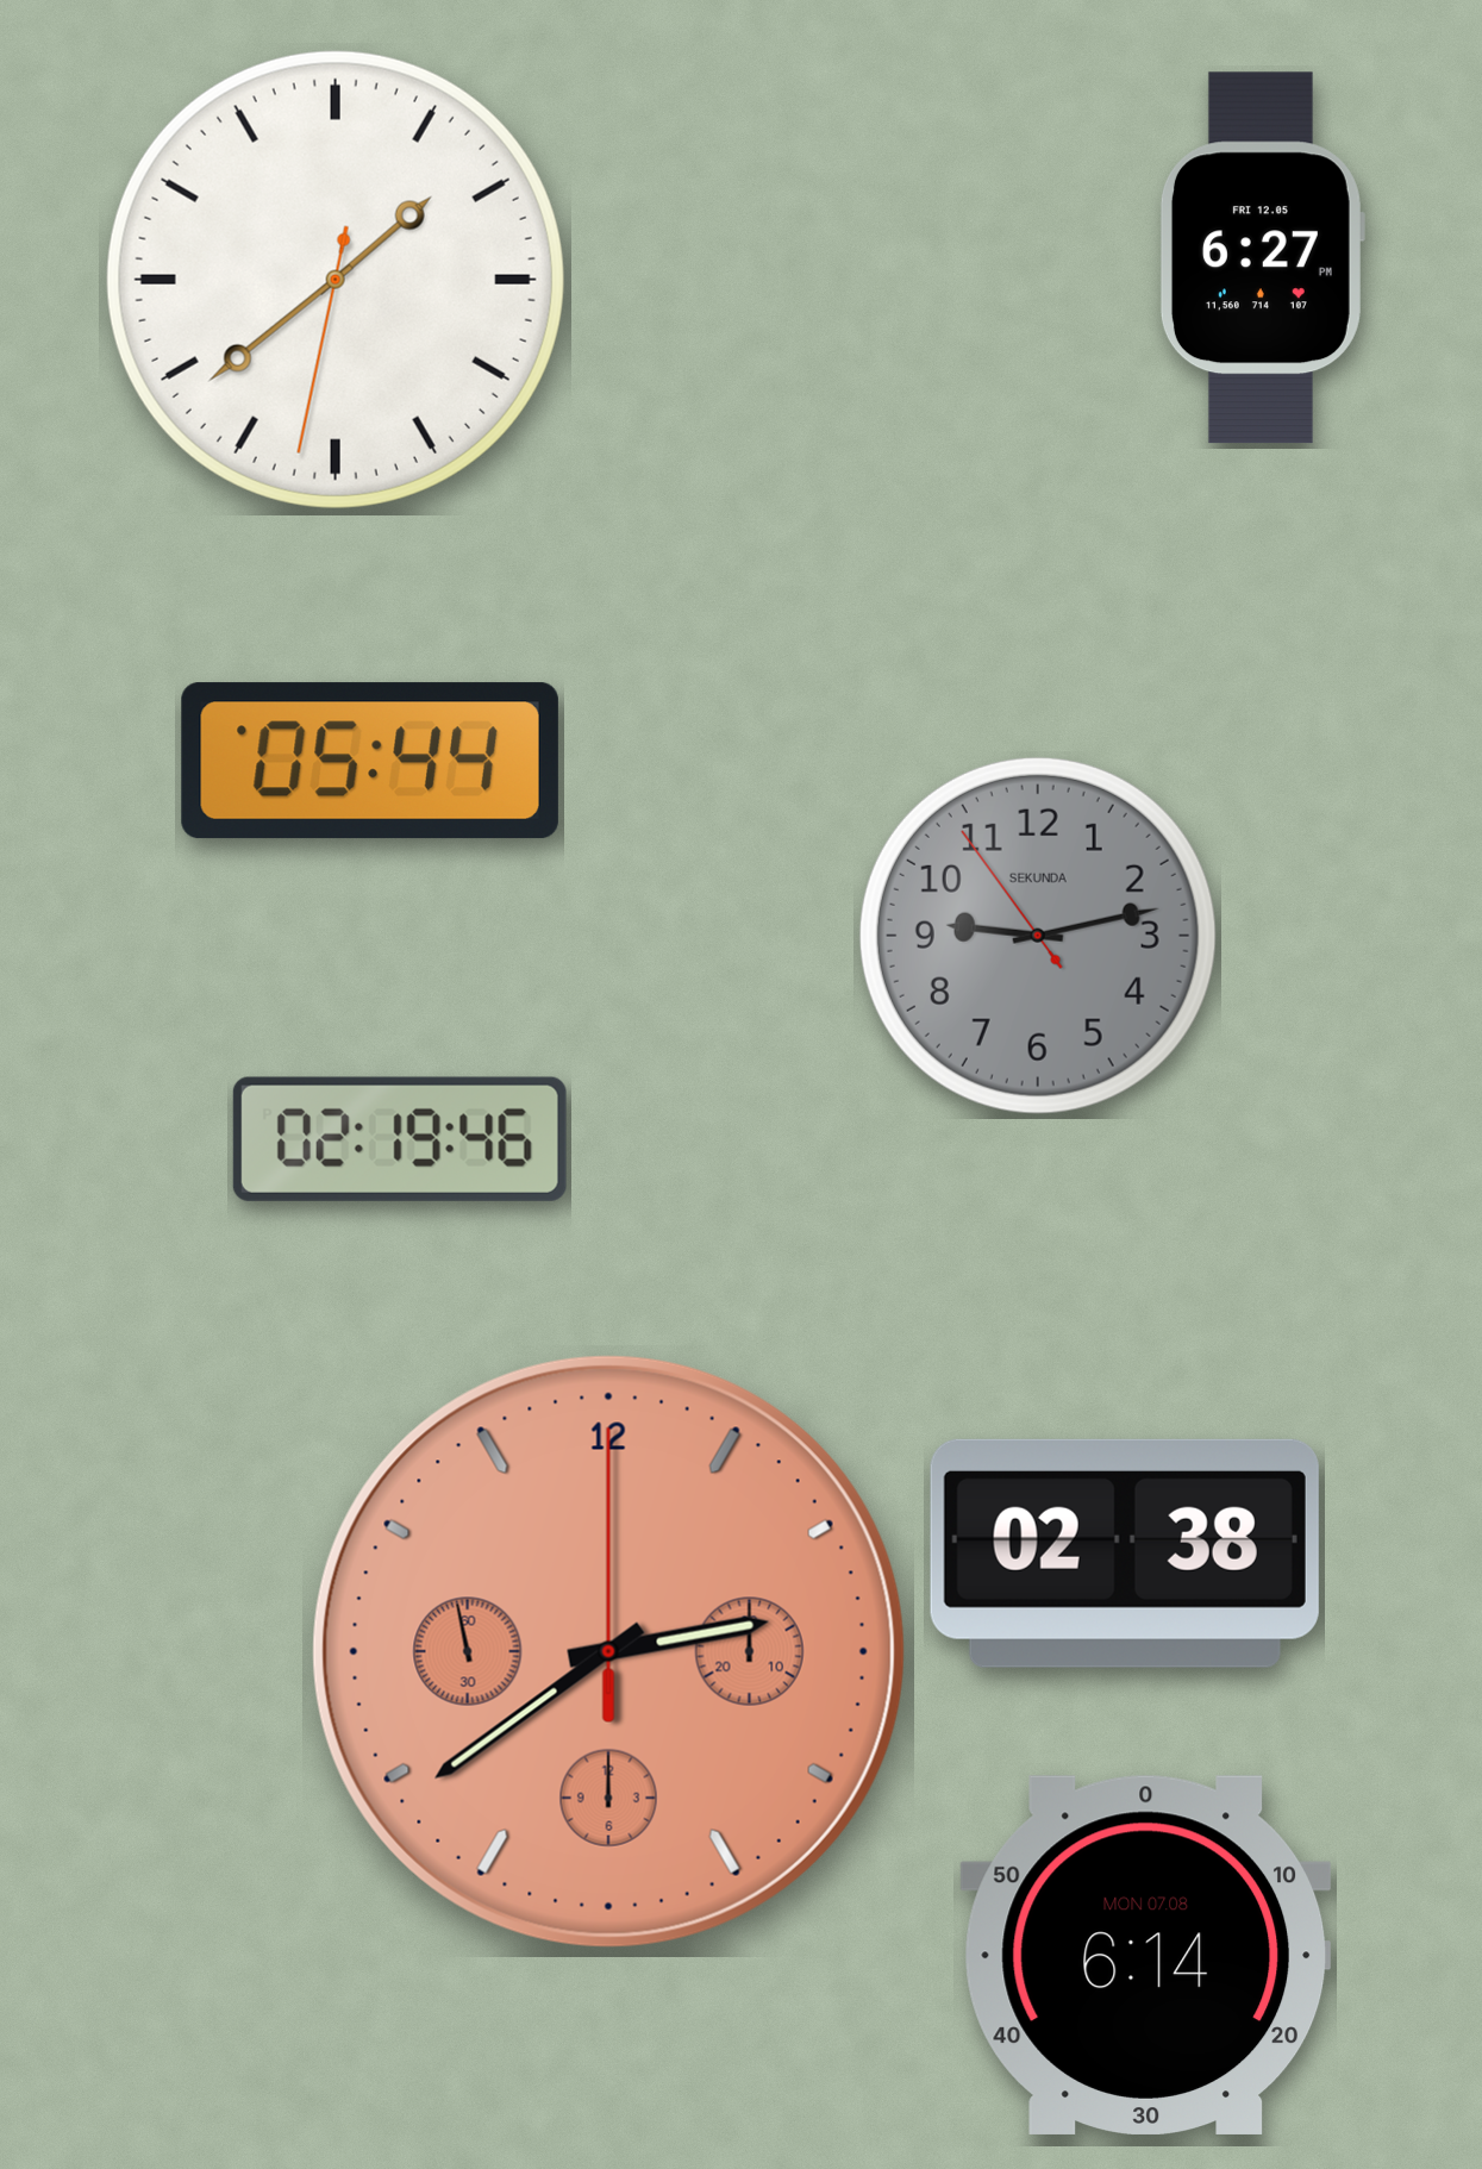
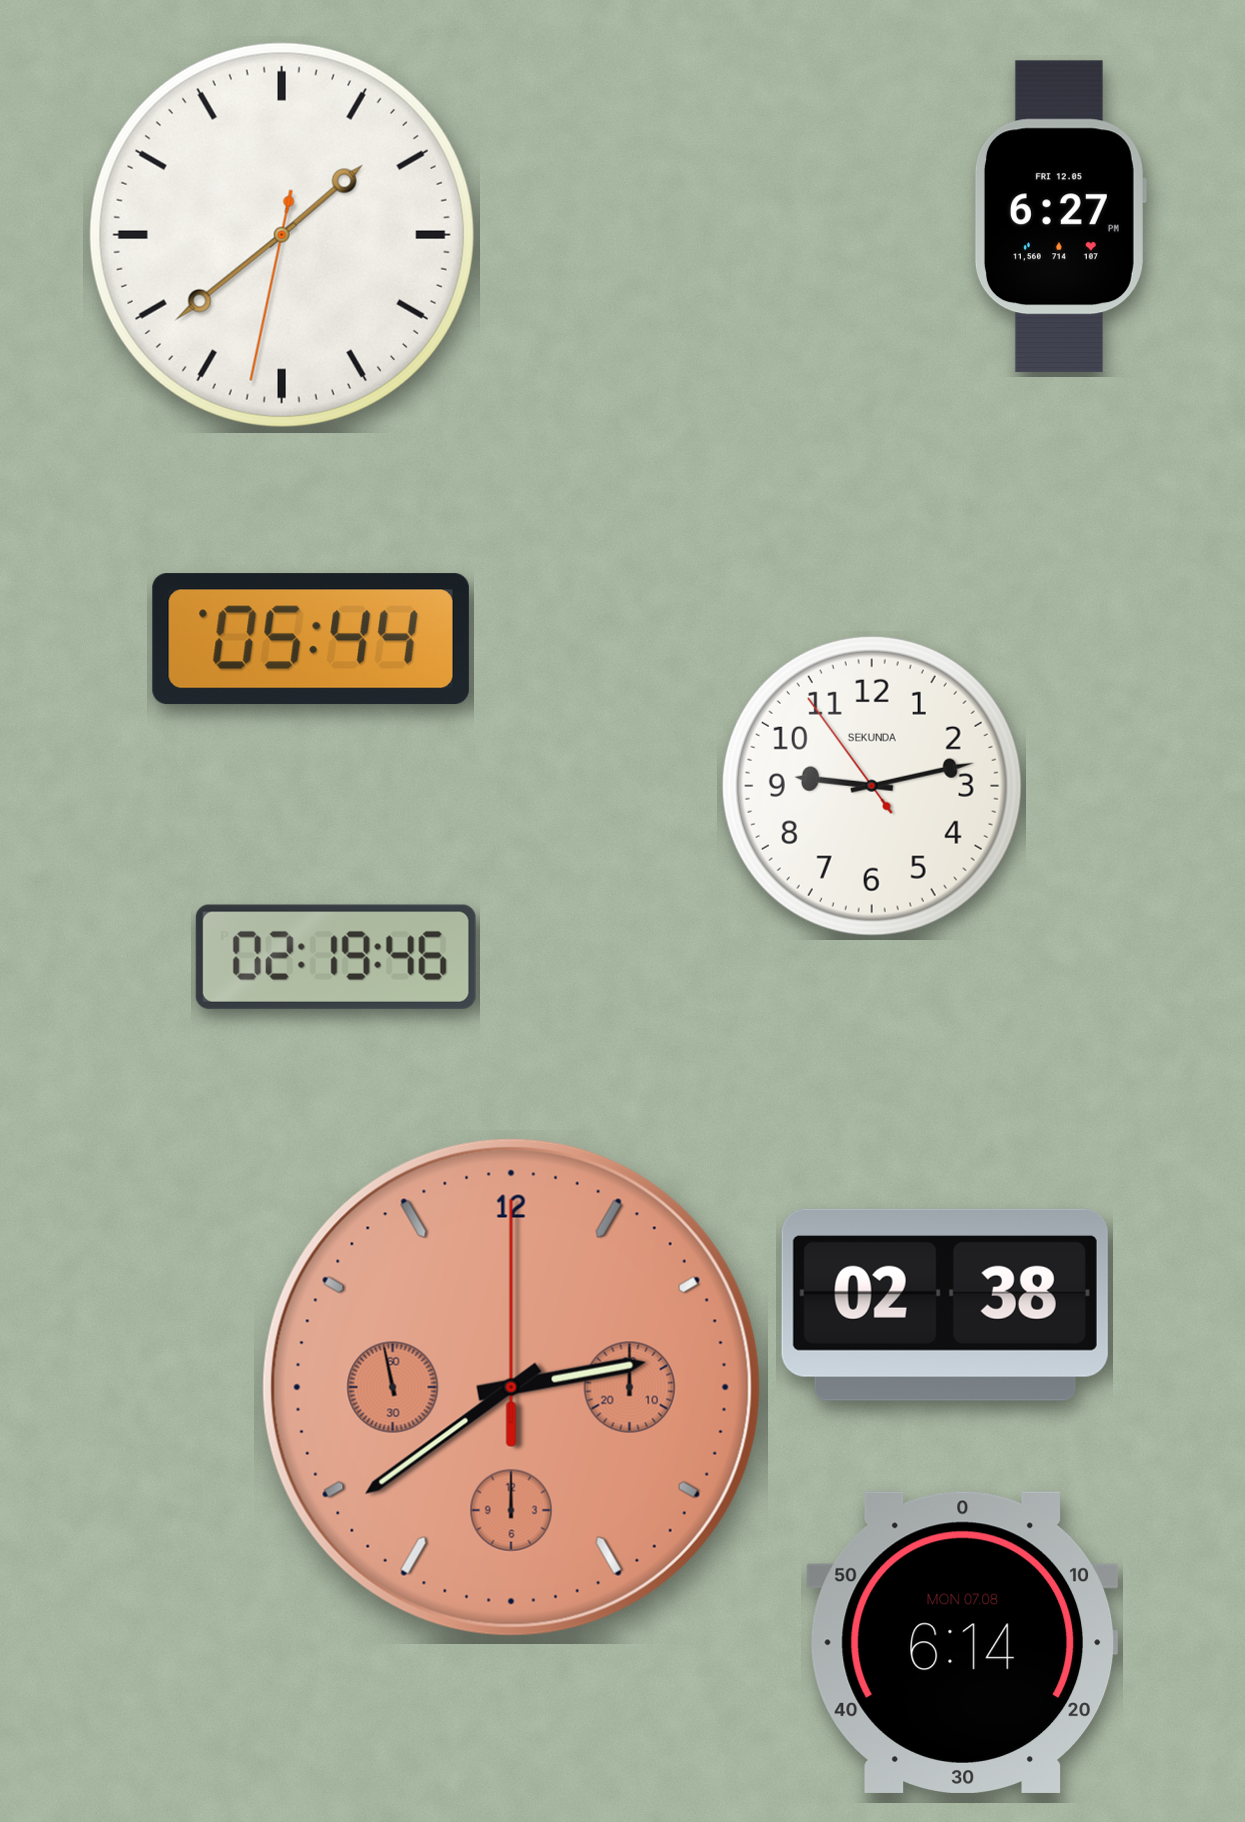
clock at (1038, 936) dial: grey -> white
